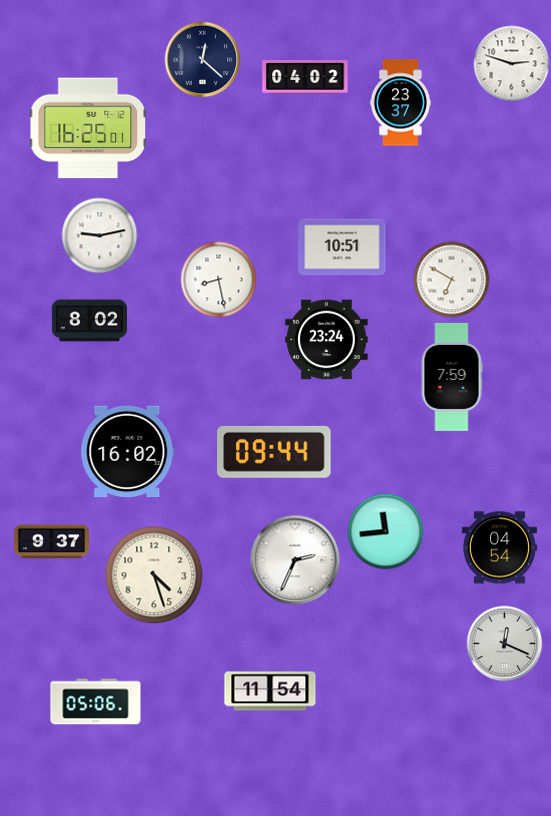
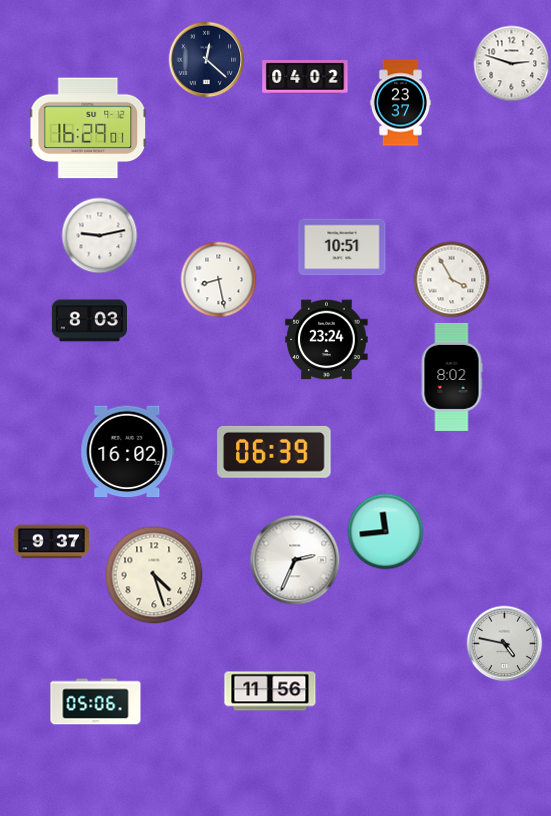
clock at (203, 60) position: (203, 60) -> (207, 60)
clock at (88, 128): 16:25 -> 16:29
clock at (452, 280): 6:50 -> 3:55
clock at (89, 321): 8:02 -> 8:03
clock at (452, 377): 7:59 -> 8:02
clock at (274, 452): 09:44 -> 06:39
clock at (499, 548): 04:54 -> none
clock at (505, 644): 12:19 -> 4:47
clock at (270, 691): 11:54 -> 11:56
